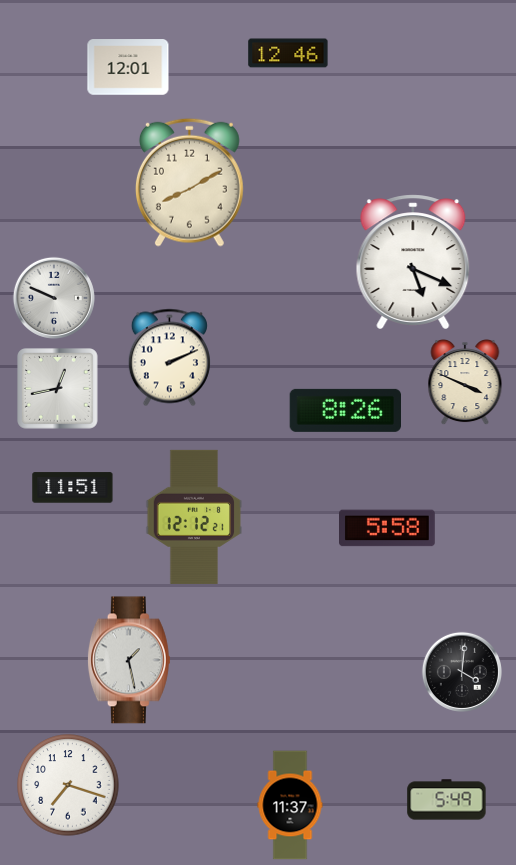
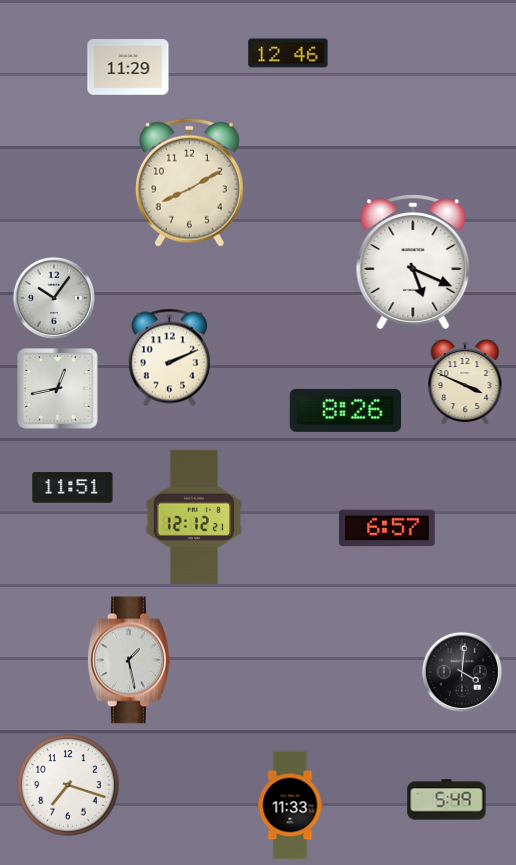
clock at (128, 67): 12:01 -> 11:29
clock at (54, 298): 9:49 -> 10:06
clock at (388, 528): 5:58 -> 6:57
clock at (290, 805): 11:37 -> 11:33
